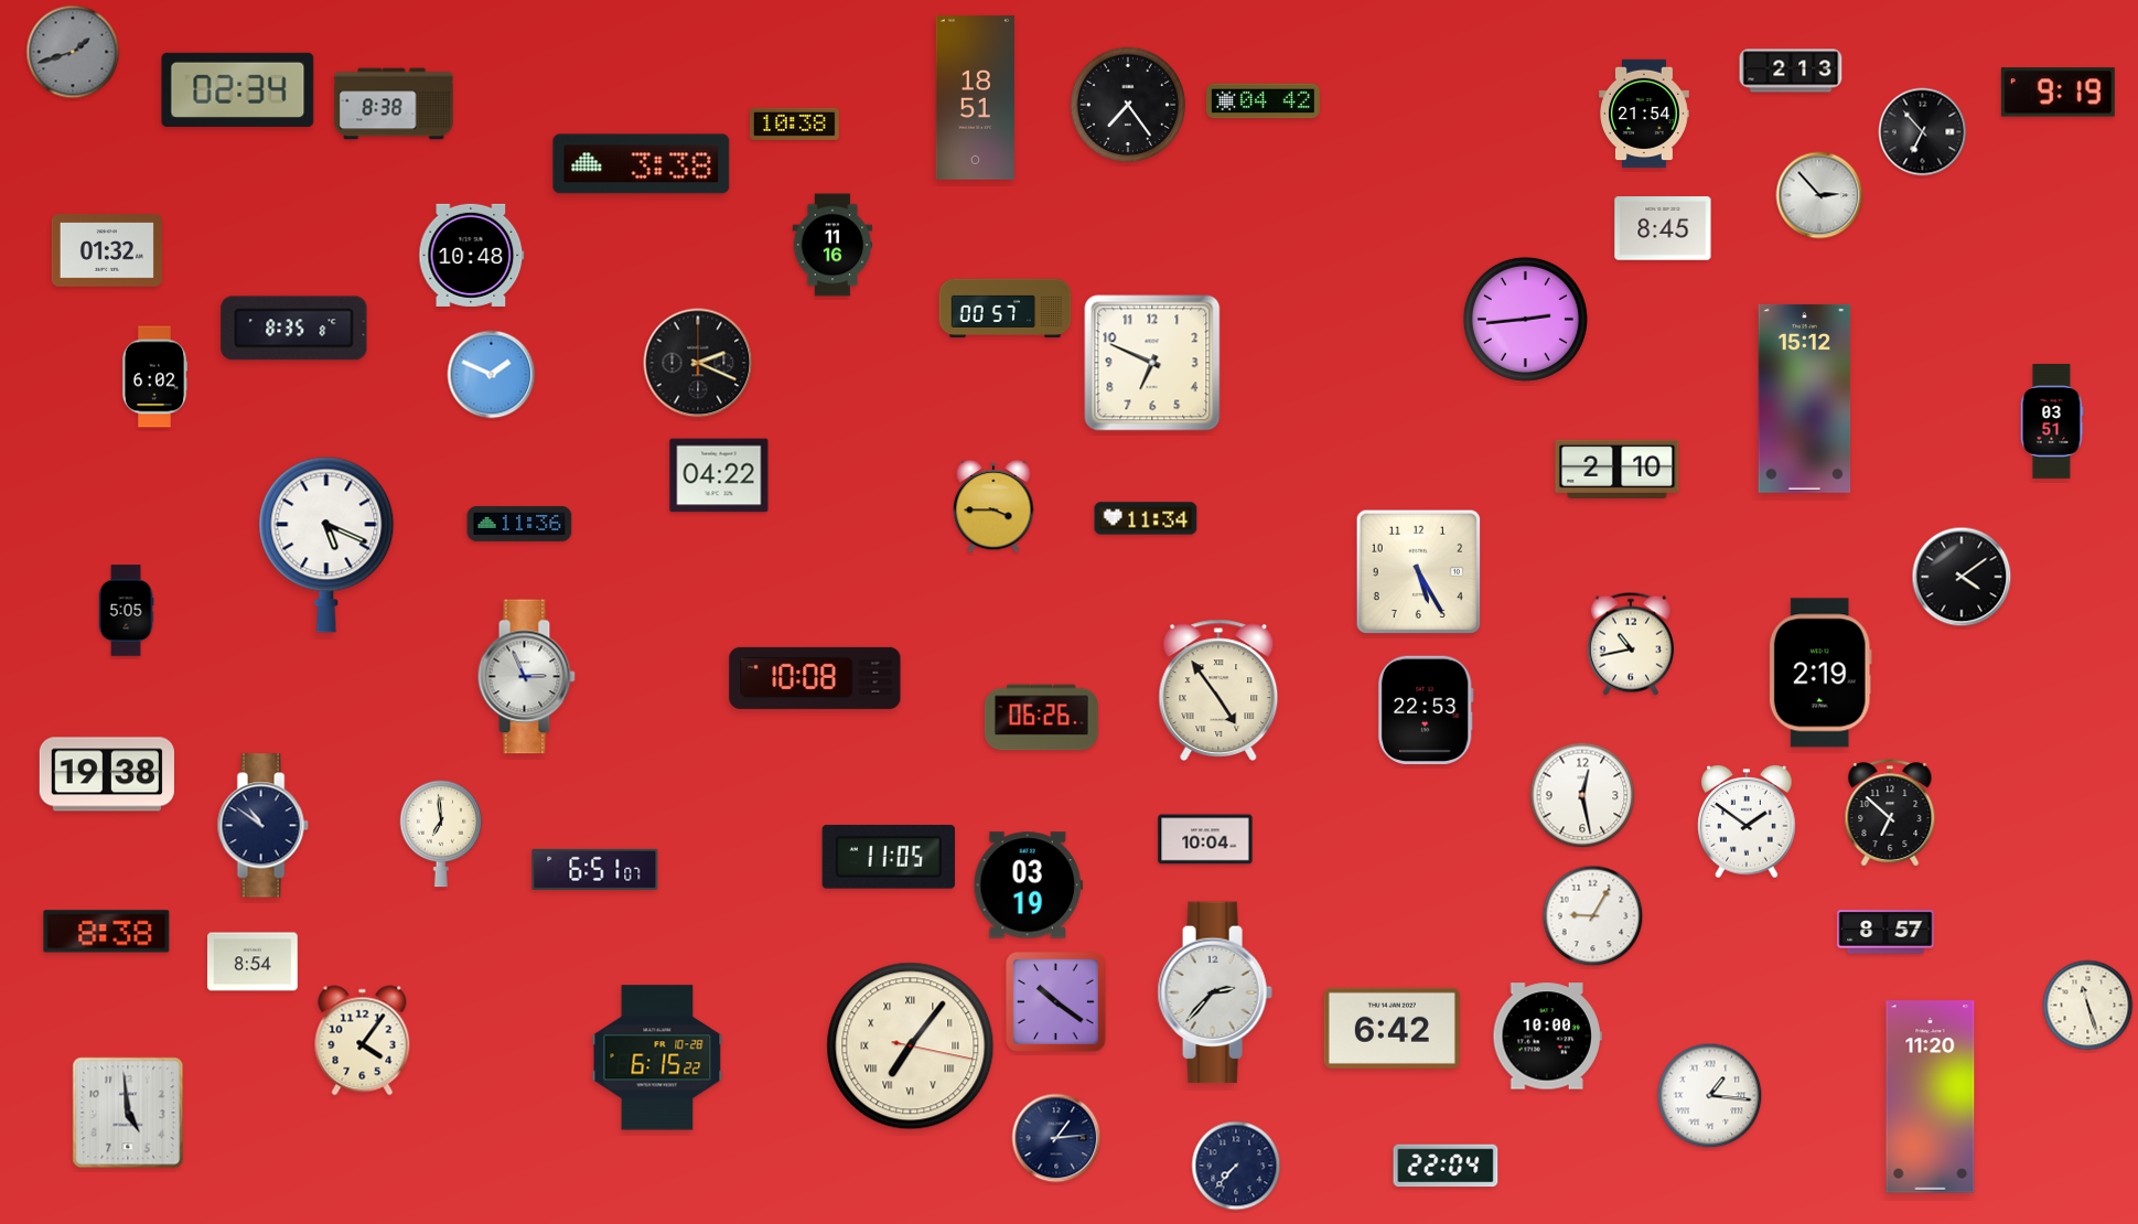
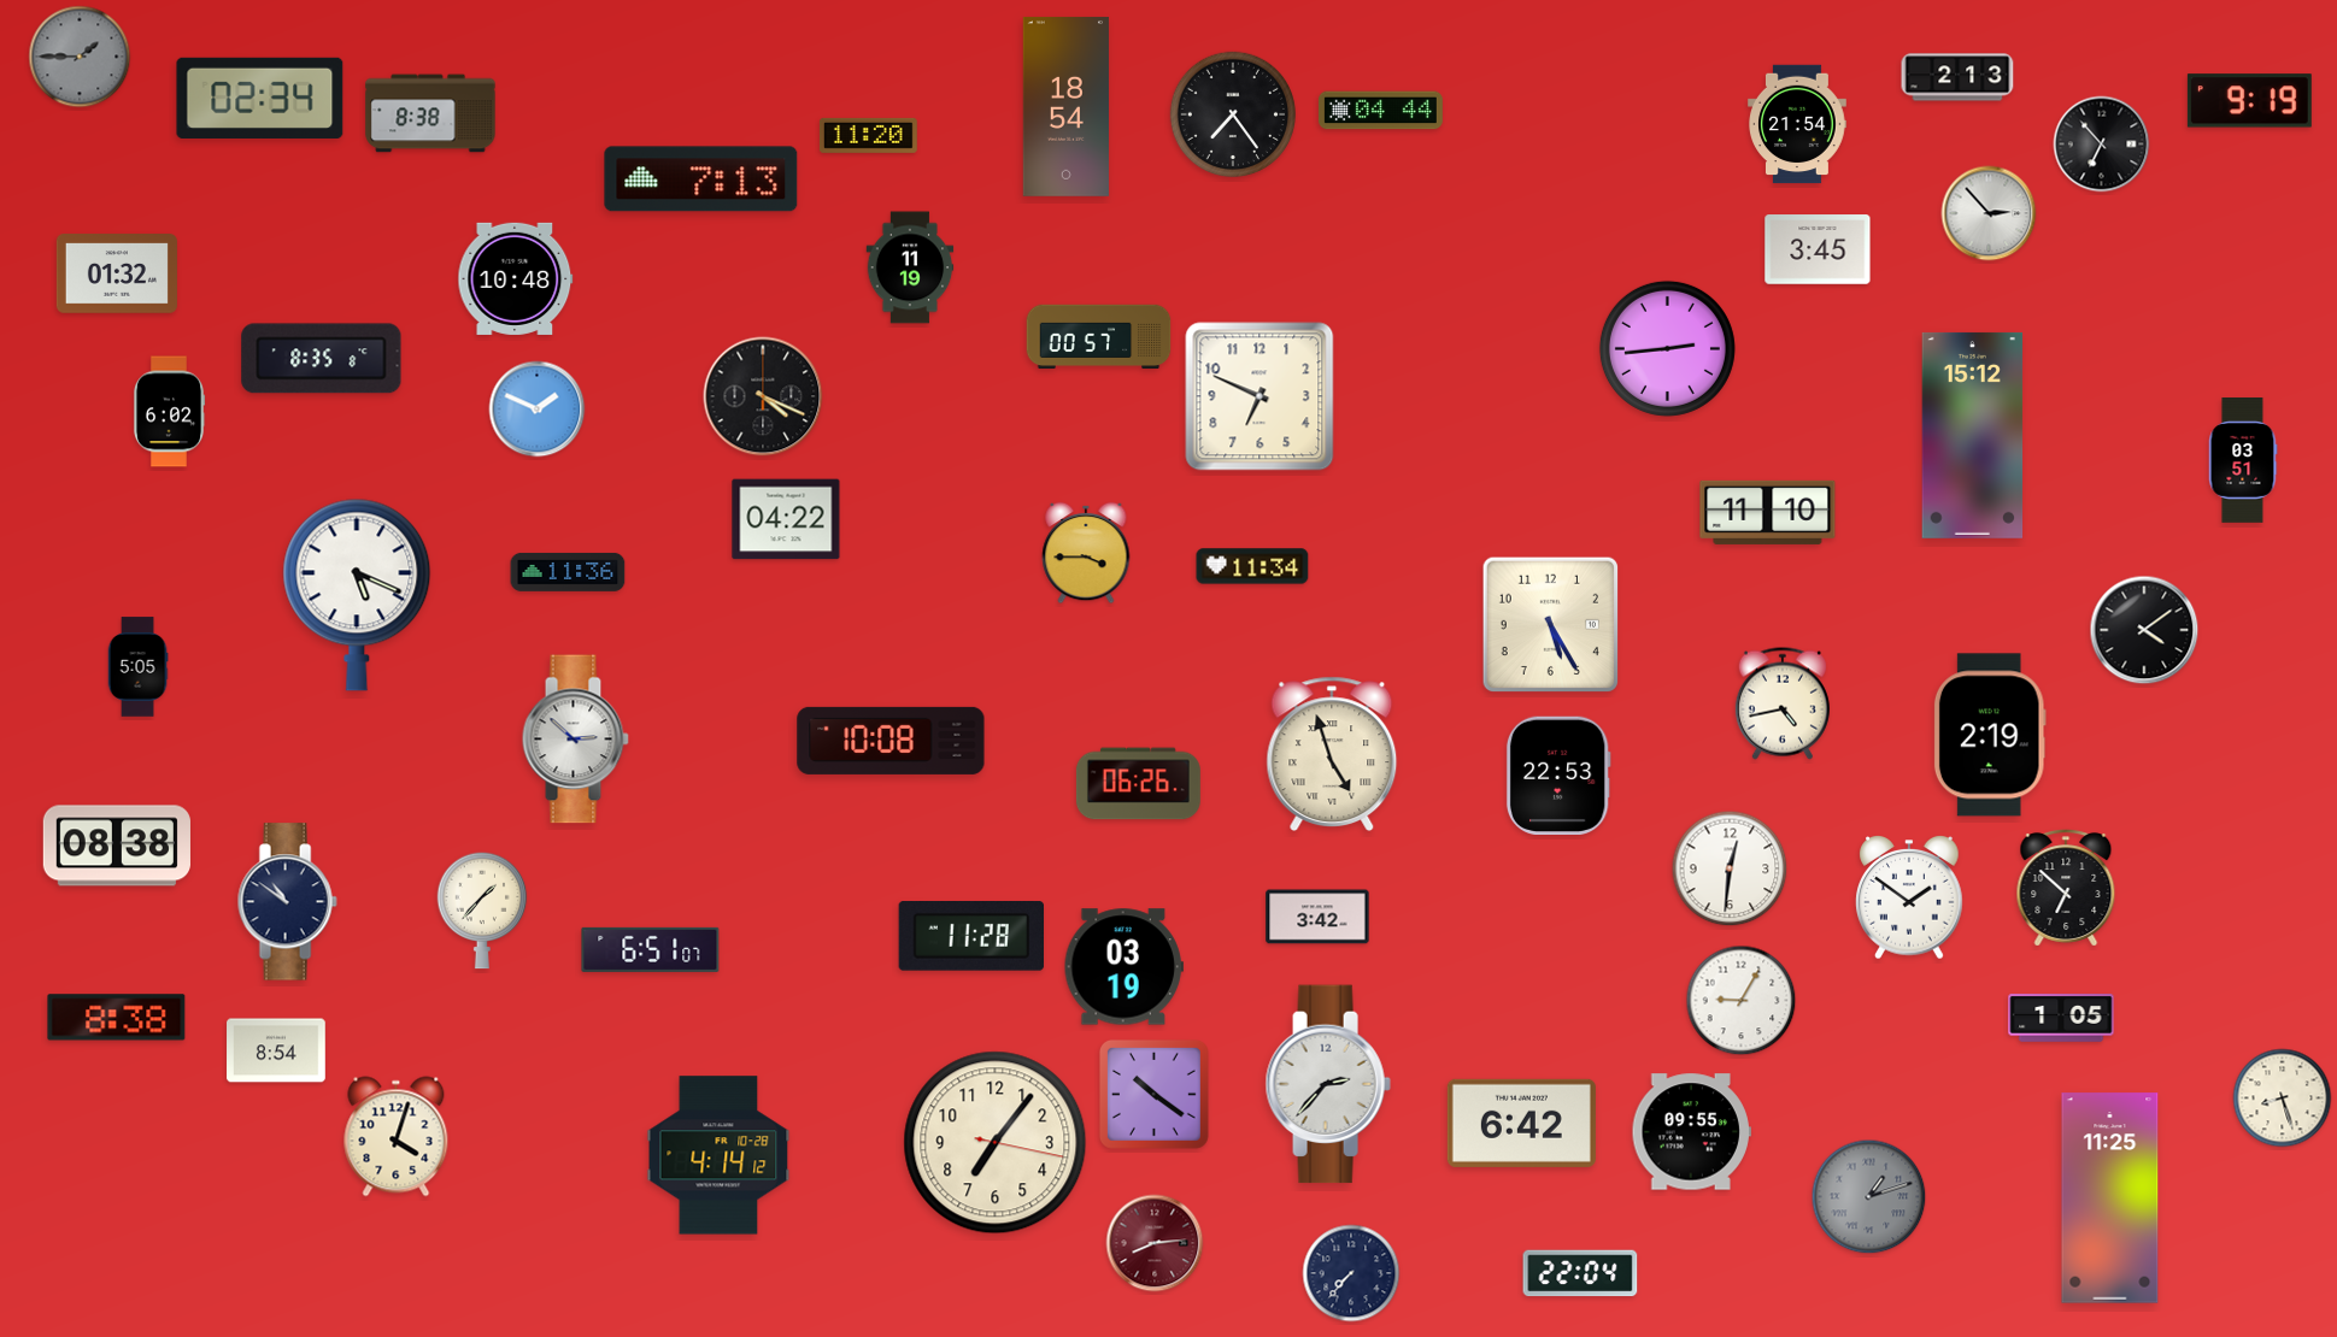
clock at (73, 52): 1:42 -> 1:45
clock at (975, 97): 18:51 -> 18:54
clock at (1263, 101): 04:42 -> 04:44
clock at (794, 124): 10:38 -> 11:20
clock at (642, 164): 3:38 -> 7:13
clock at (1663, 228): 8:45 -> 3:45
clock at (832, 245): 11:16 -> 11:19
clock at (698, 363): 2:19 -> 4:19
clock at (1618, 469): 2:10 -> 11:10
clock at (1631, 644): 10:43 -> 4:43
clock at (526, 677): 2:56 -> 2:52
clock at (1218, 689): 4:54 -> 4:57
clock at (107, 774): 19:38 -> 08:38
clock at (1582, 795): 12:28 -> 12:31
clock at (441, 834): 6:59 -> 1:37
clock at (1205, 839): 10:04 -> 3:42
clock at (888, 858): 11:05 -> 11:28
clock at (1885, 932): 8:57 -> 1:05
clock at (2088, 1006): 11:27 -> 8:27
clock at (1547, 1037): 10:00 -> 09:55
clock at (363, 1041): 4:06 -> 4:03
clock at (911, 1046) numerals: Roman -> Arabic
clock at (657, 1057): 6:15 -> 4:14
clock at (1710, 1096): 1:16 -> 1:12
clock at (1710, 1096) dial: white -> grey
clock at (1931, 1097): 11:20 -> 11:25
clock at (128, 1113): 4:59 -> none
clock at (1056, 1138): 1:14 -> 8:14
clock at (1056, 1138) dial: navy -> burgundy
